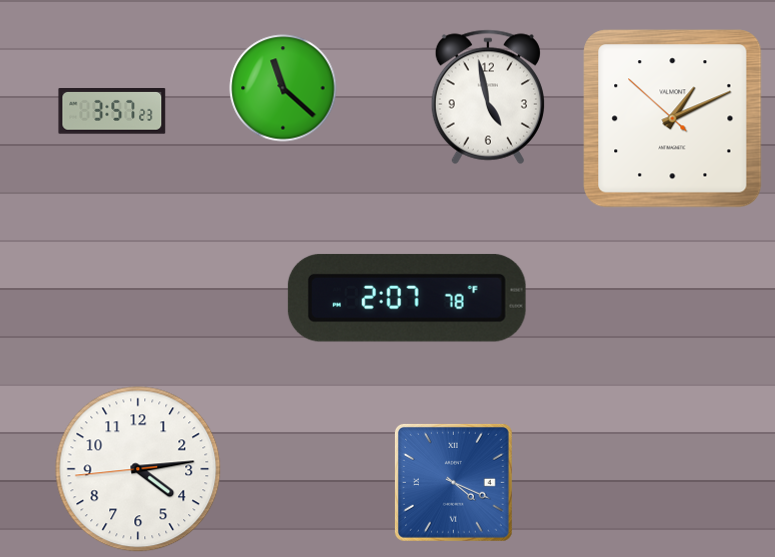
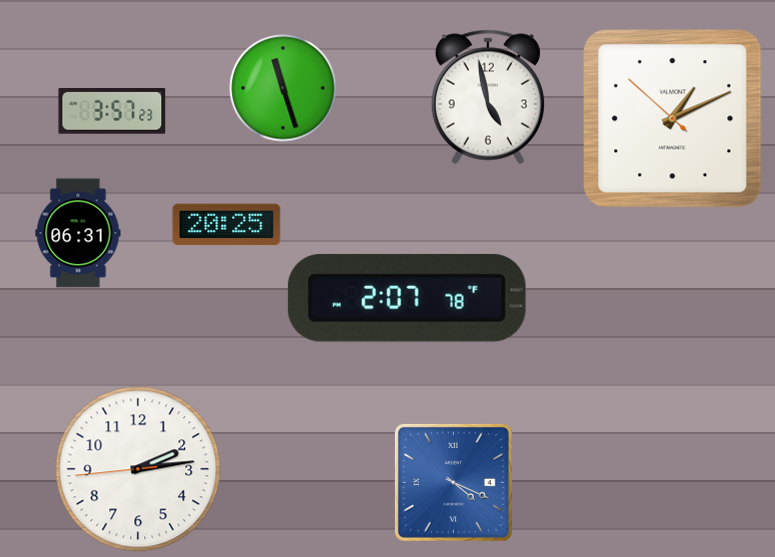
clock at (283, 88): 11:22 -> 11:27
clock at (227, 225): none -> 20:25
clock at (78, 233): none -> 06:31
clock at (138, 469): 4:13 -> 2:13
